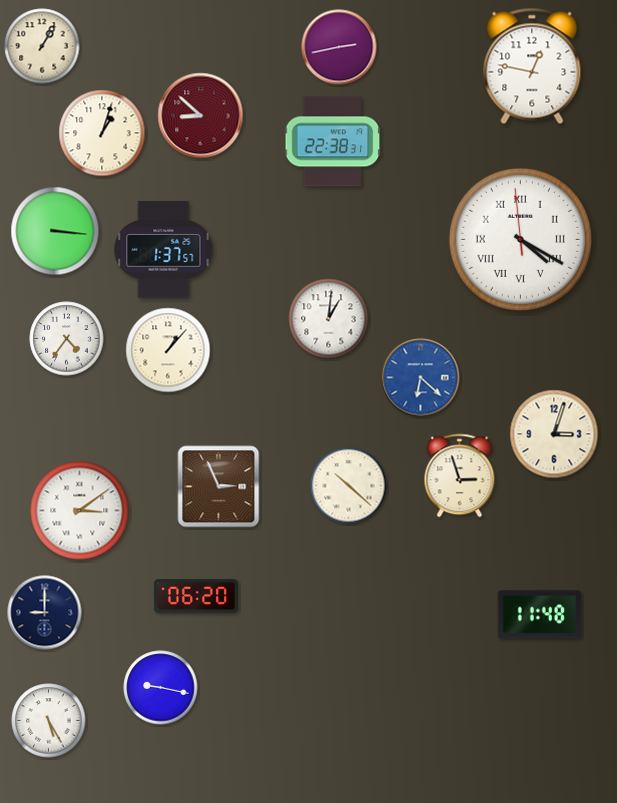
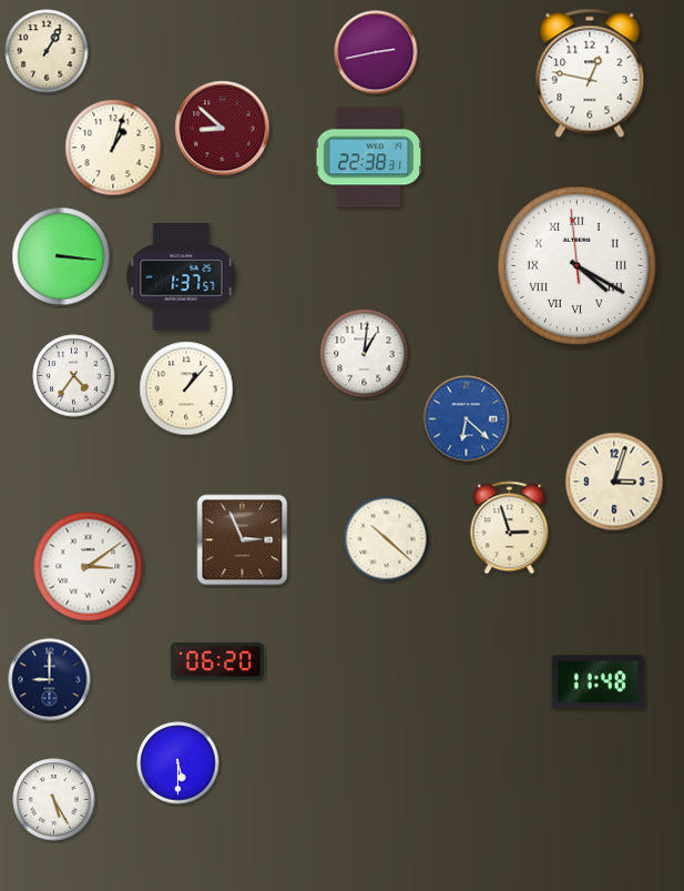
clock at (161, 688): 9:17 -> 5:30
